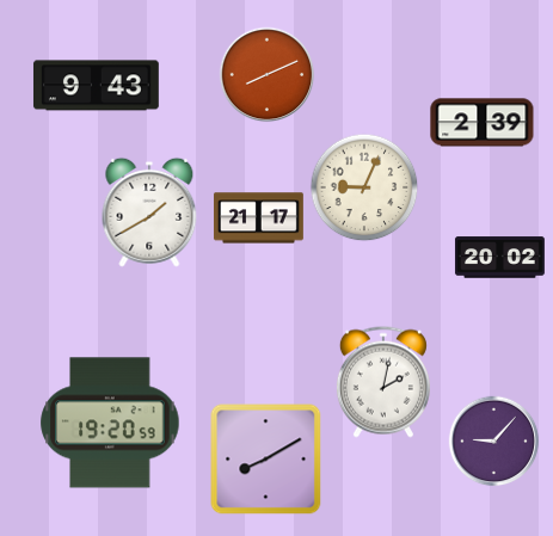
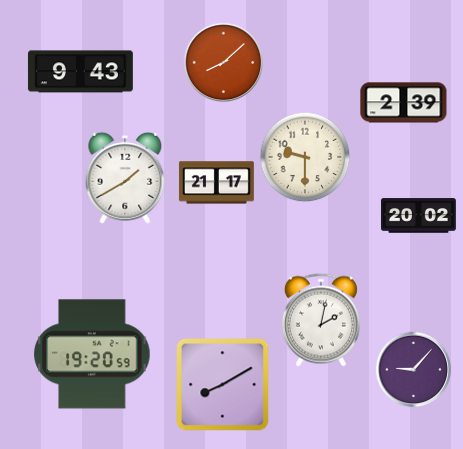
clock at (268, 75): 8:11 -> 8:08
clock at (364, 187): 9:04 -> 9:30
